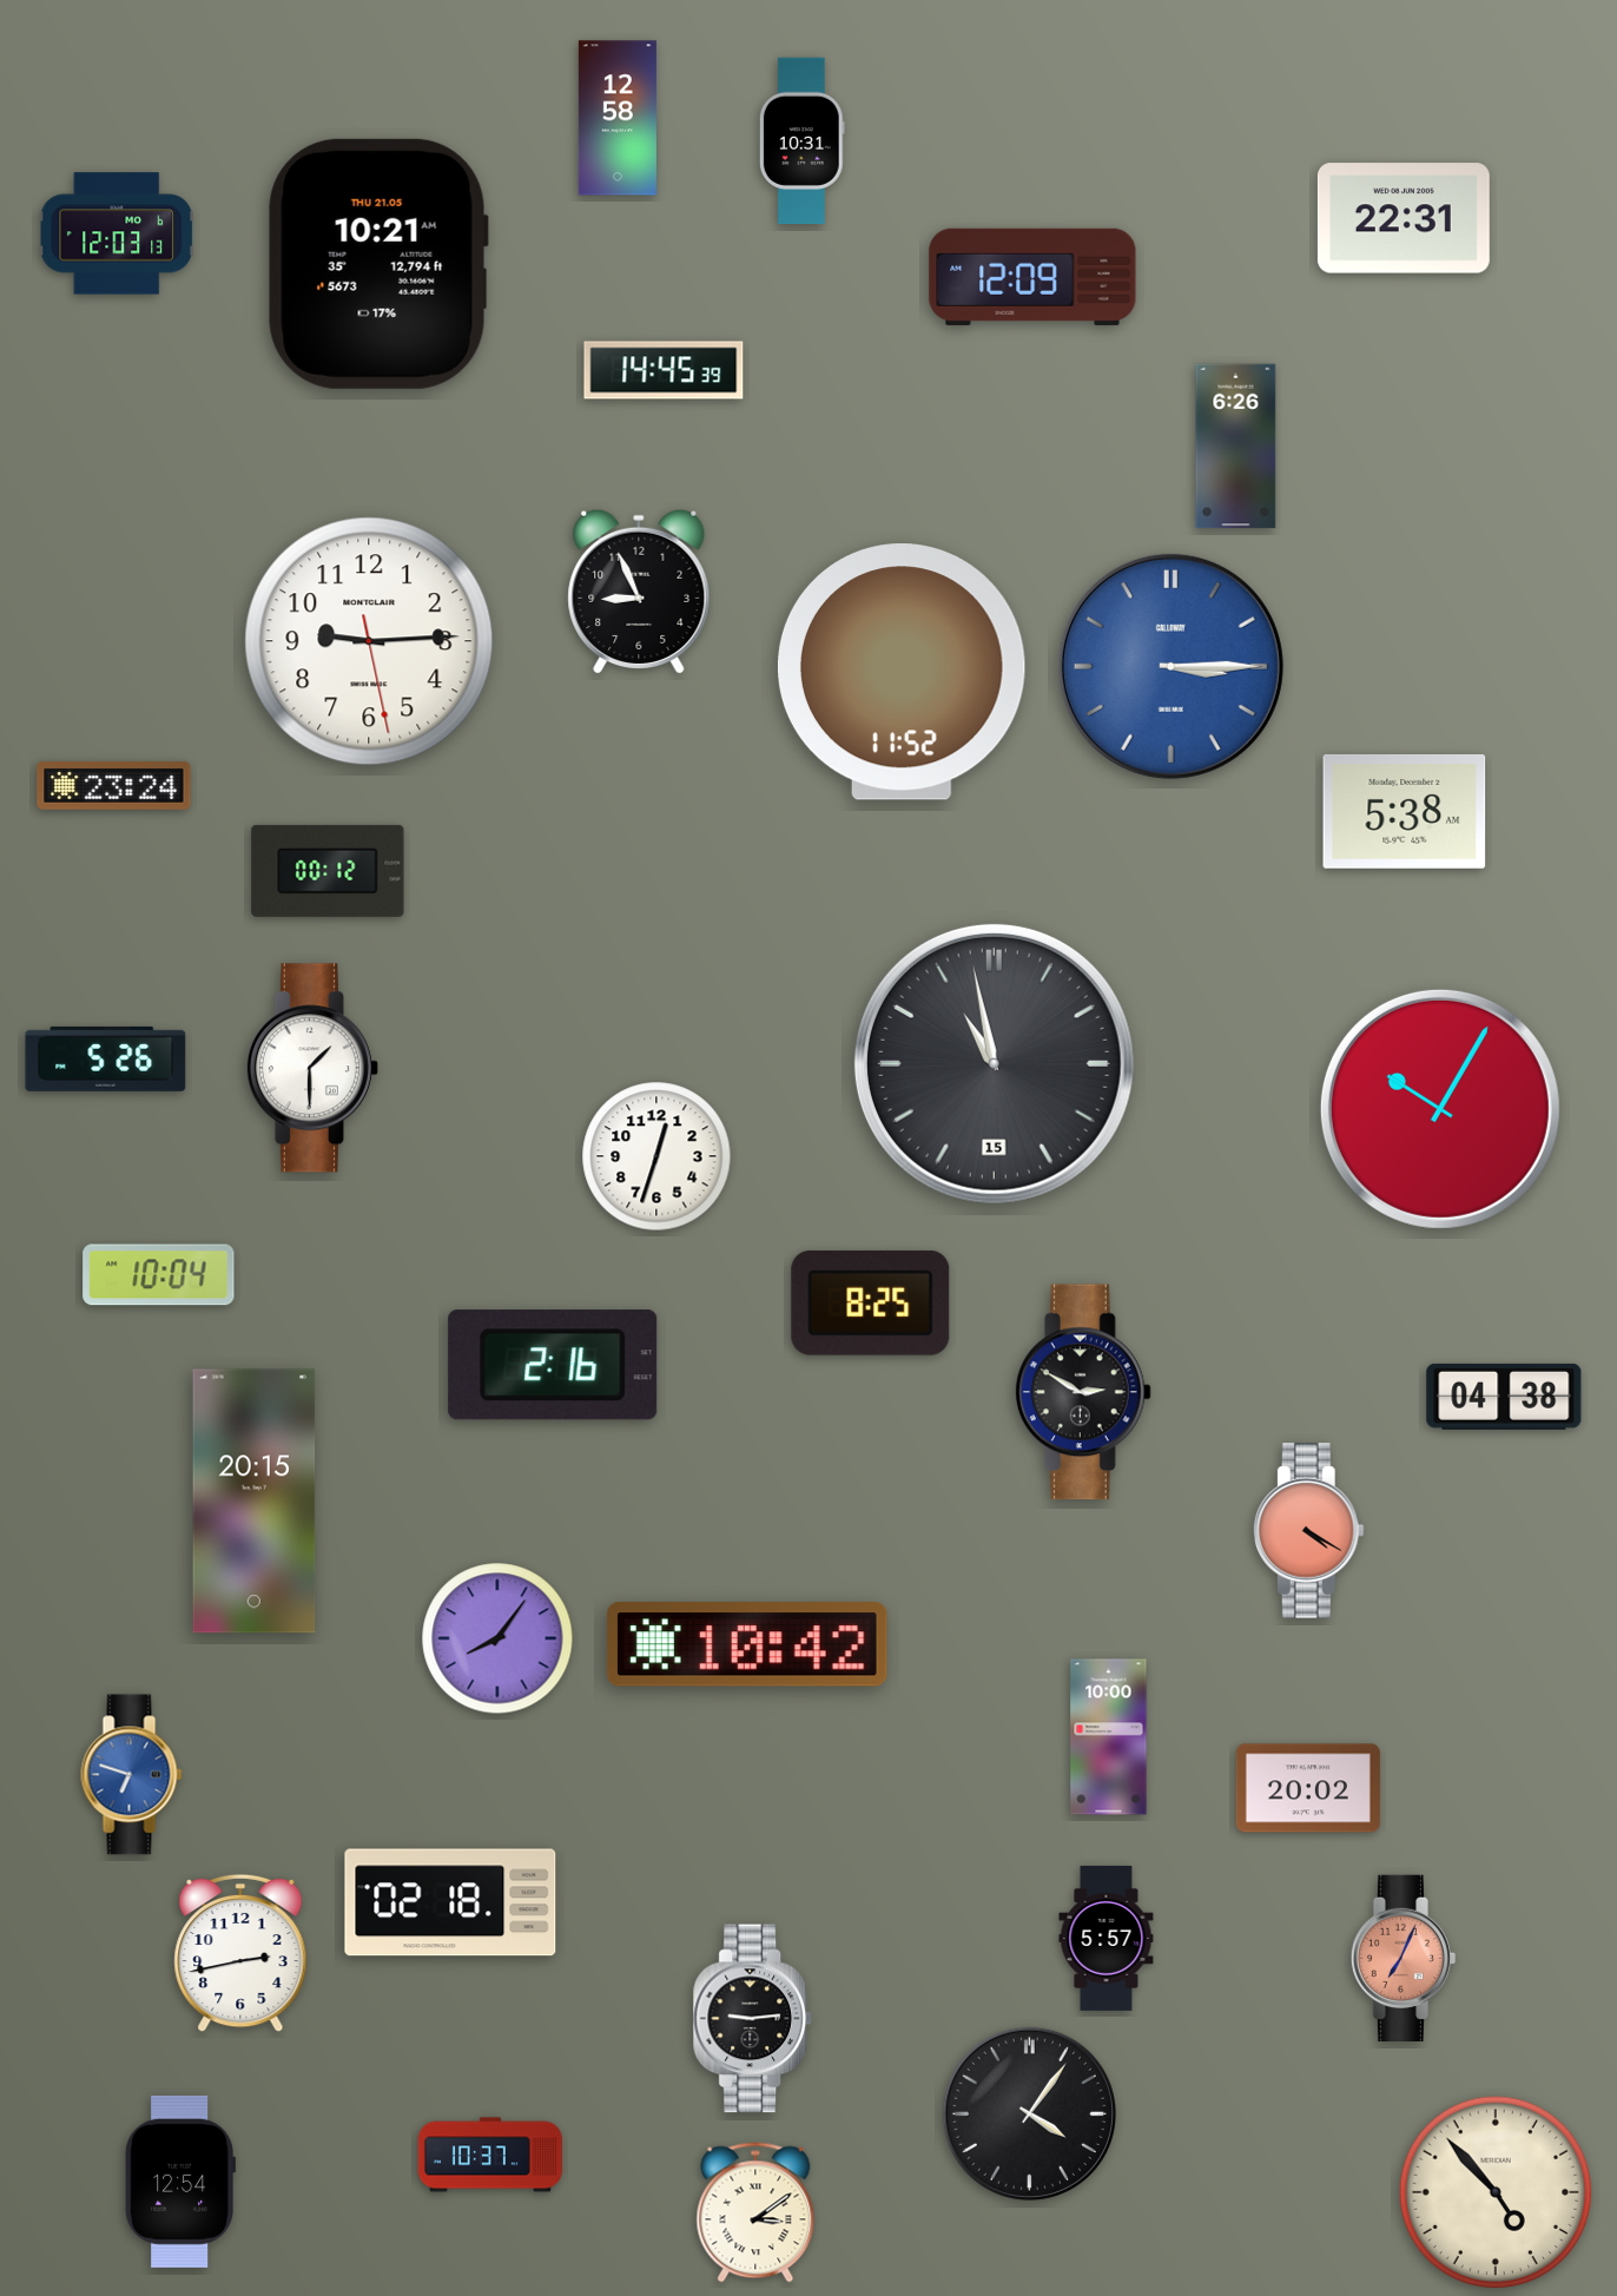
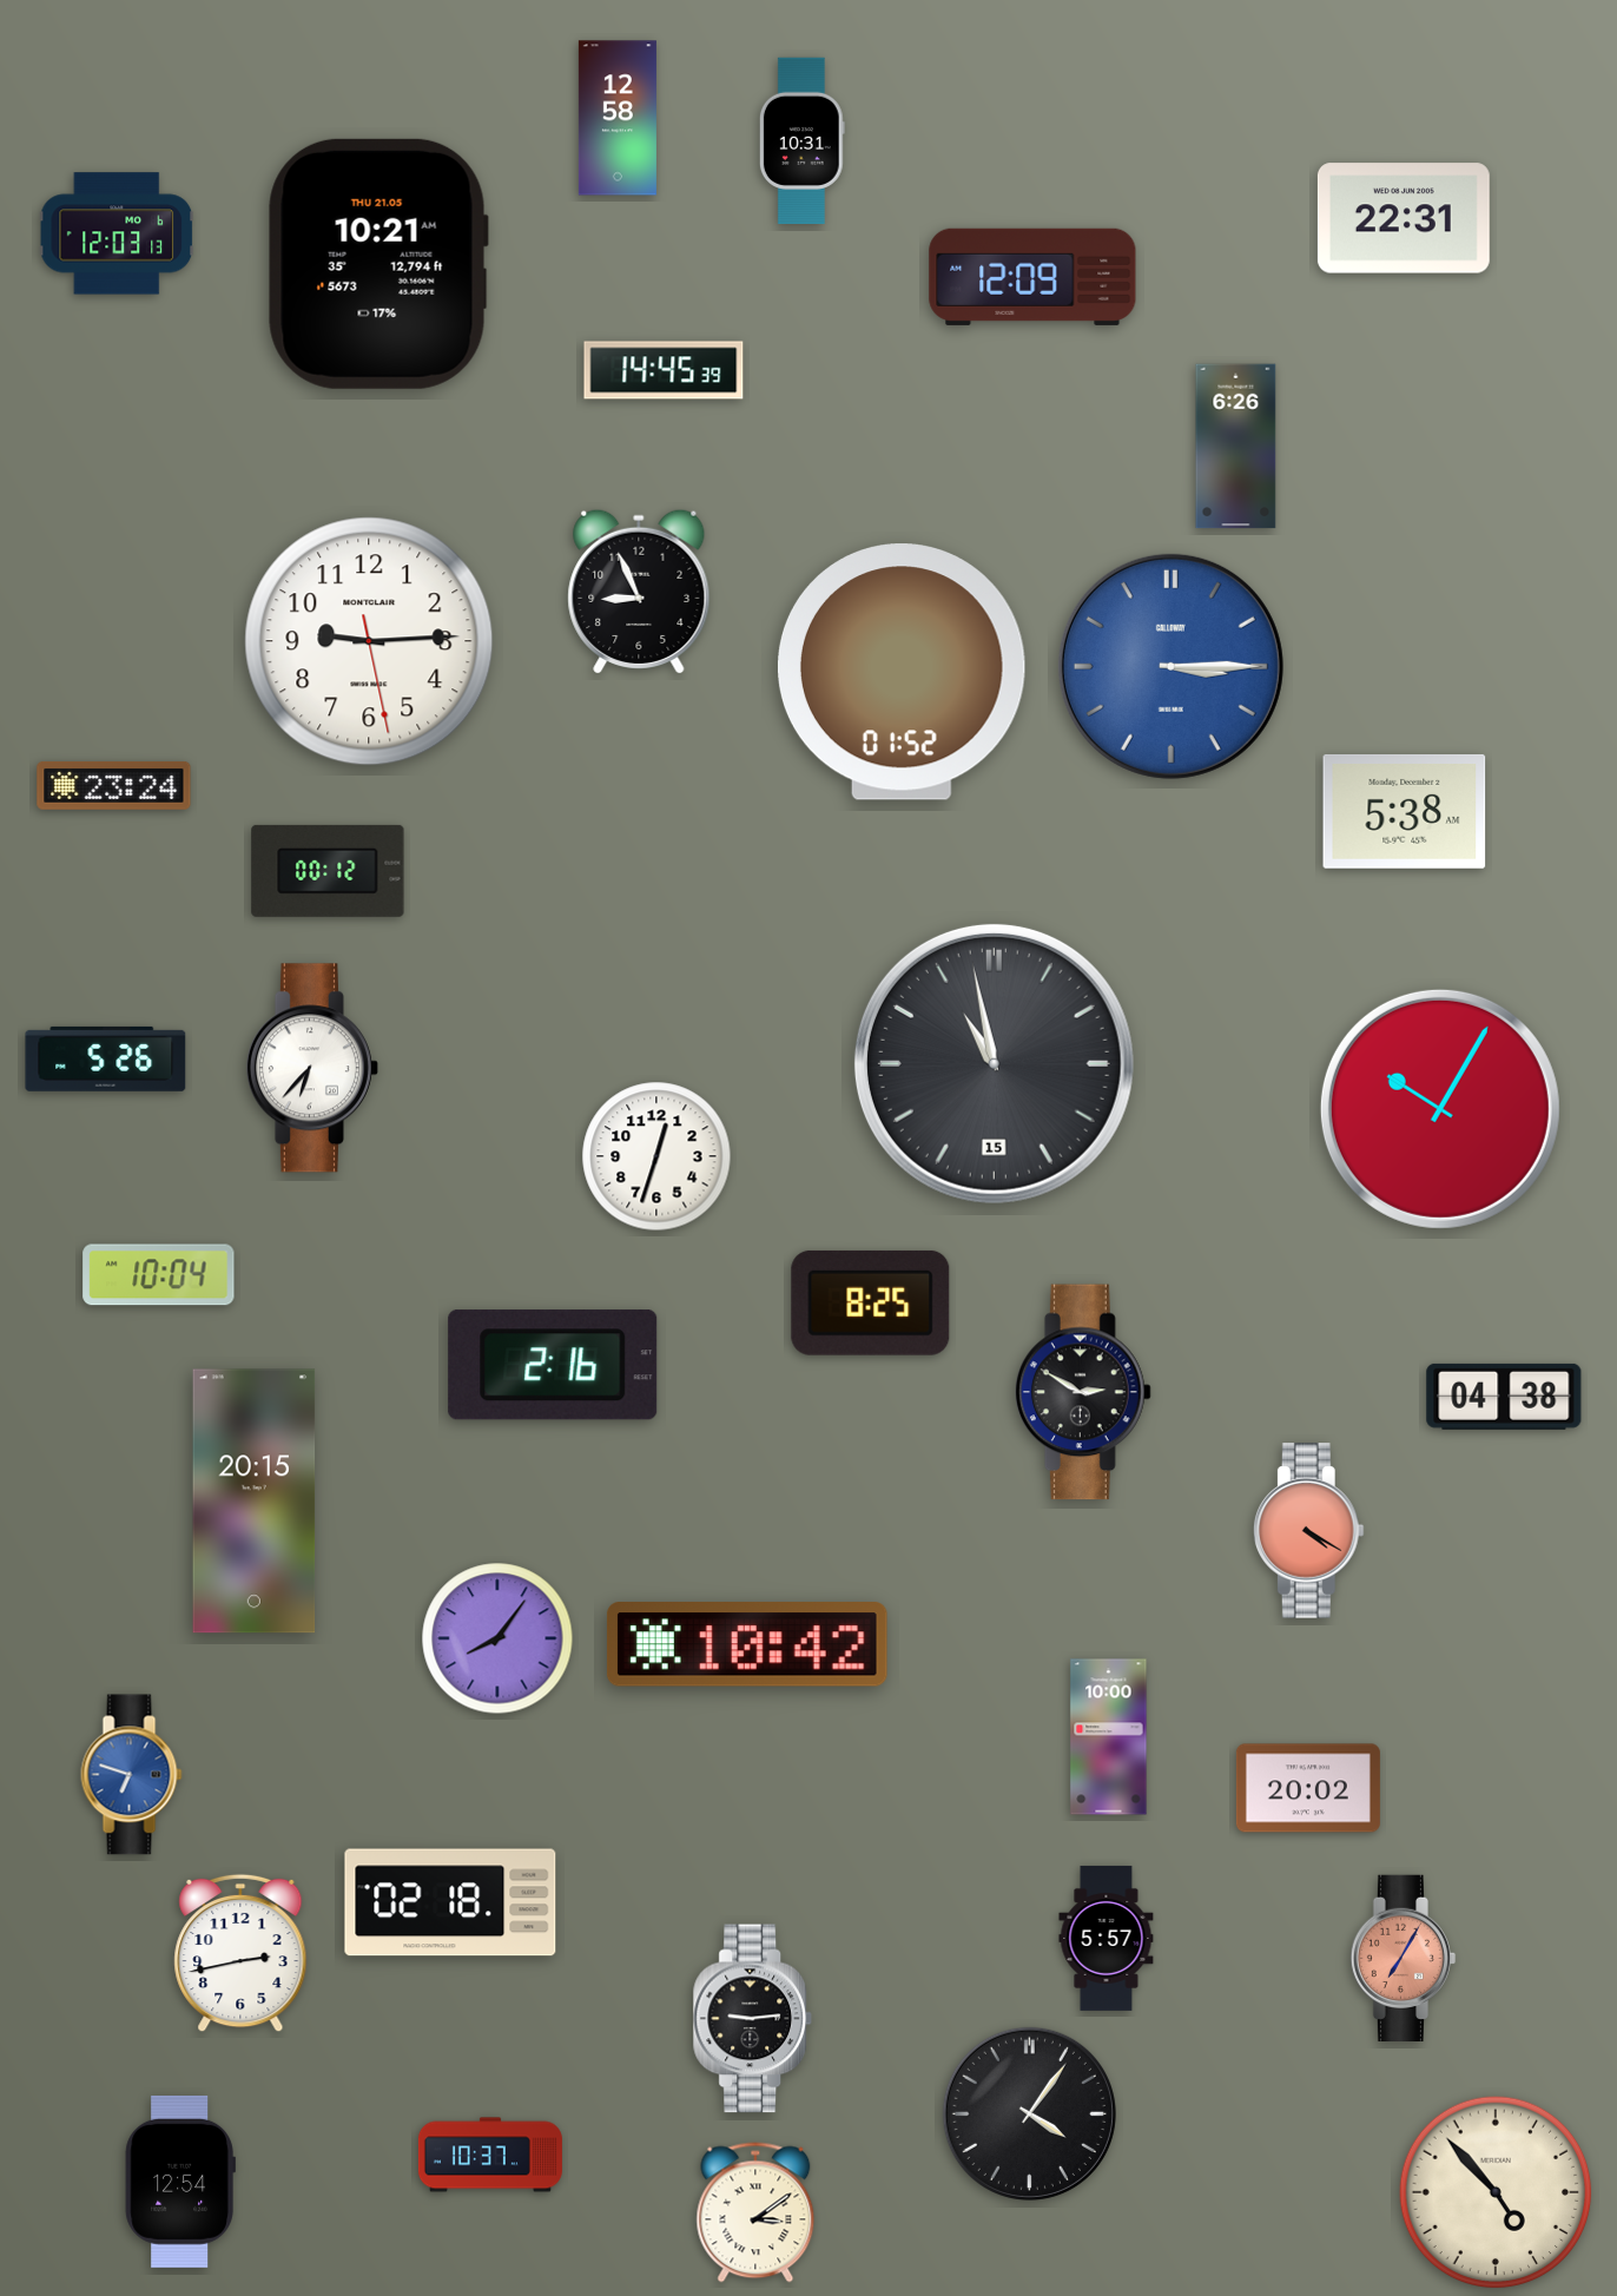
clock at (902, 672): 11:52 -> 01:52
clock at (312, 1068): 1:30 -> 6:37
clock at (1404, 1958): 7:04 -> 7:05
